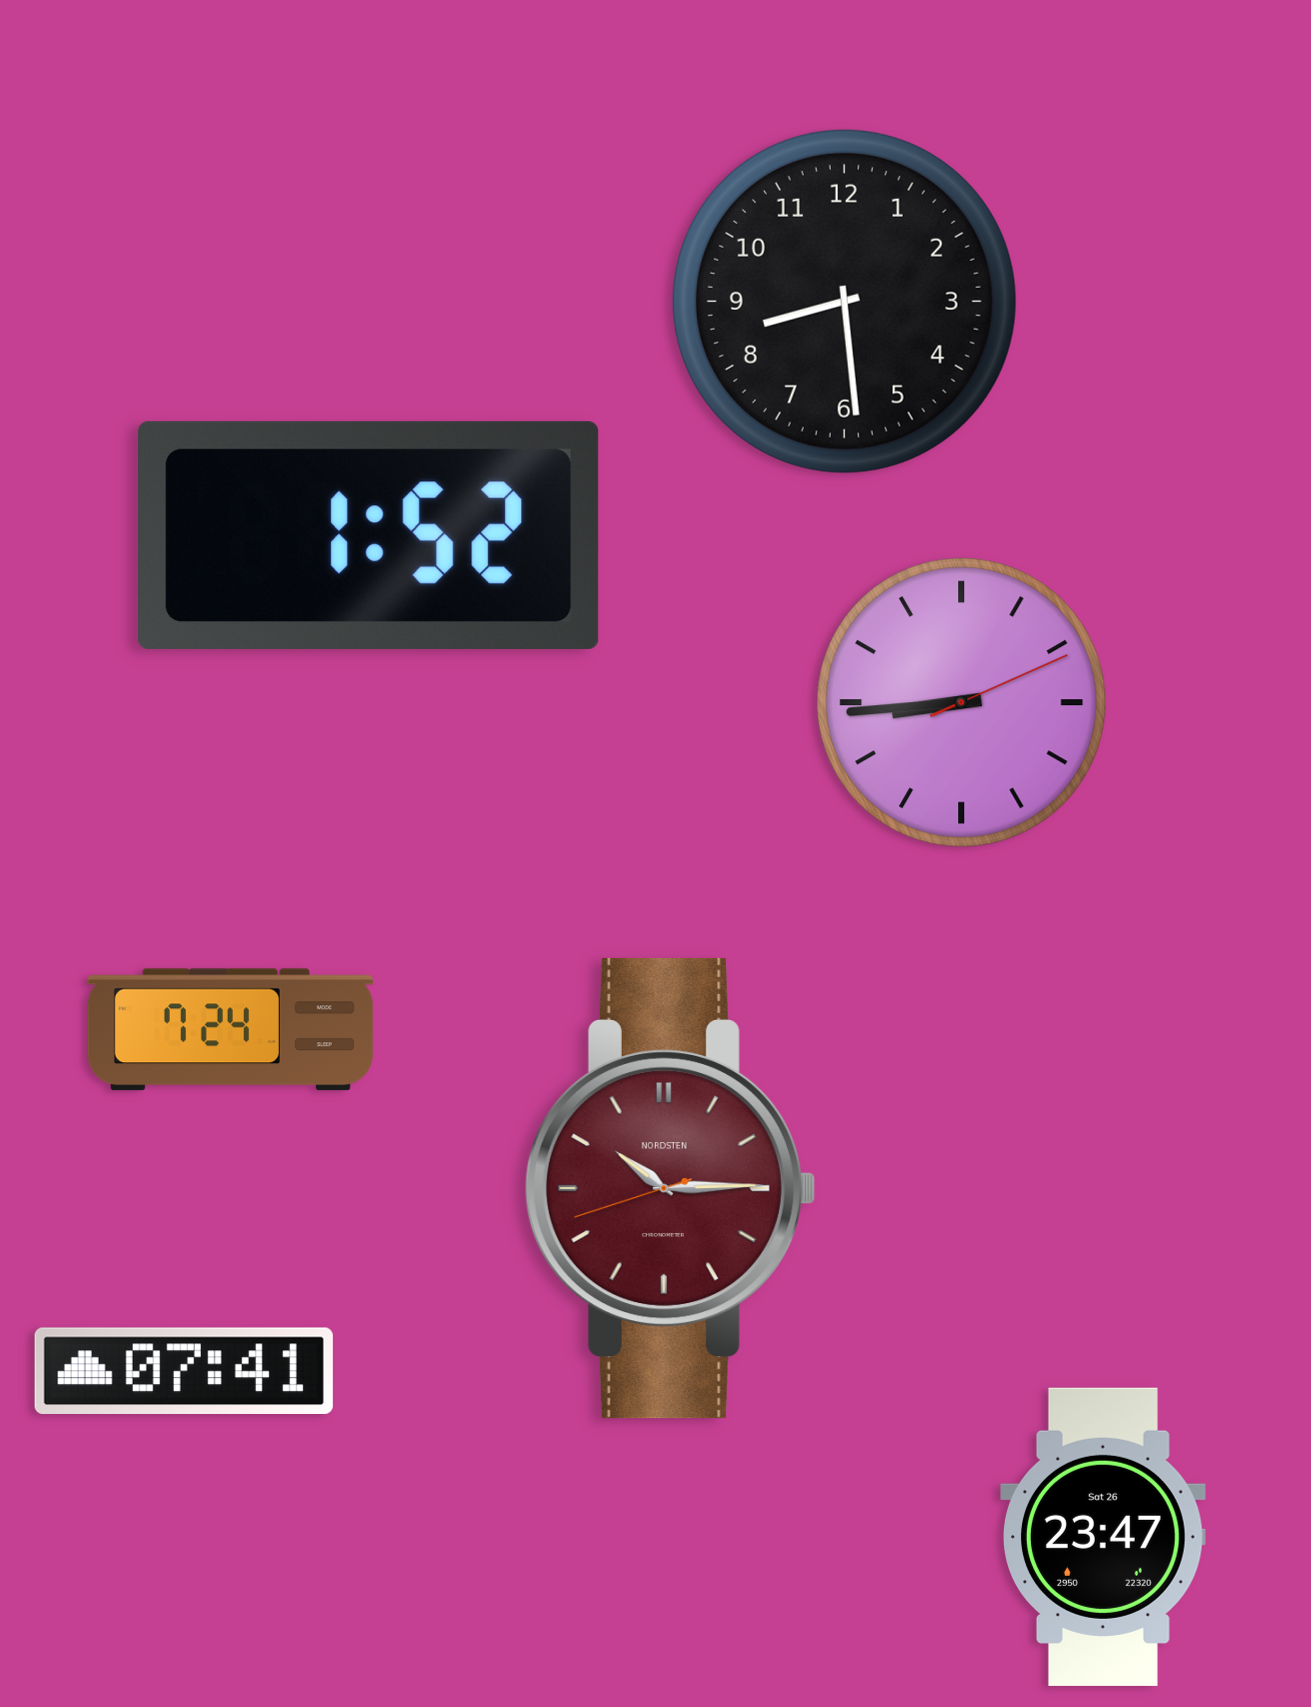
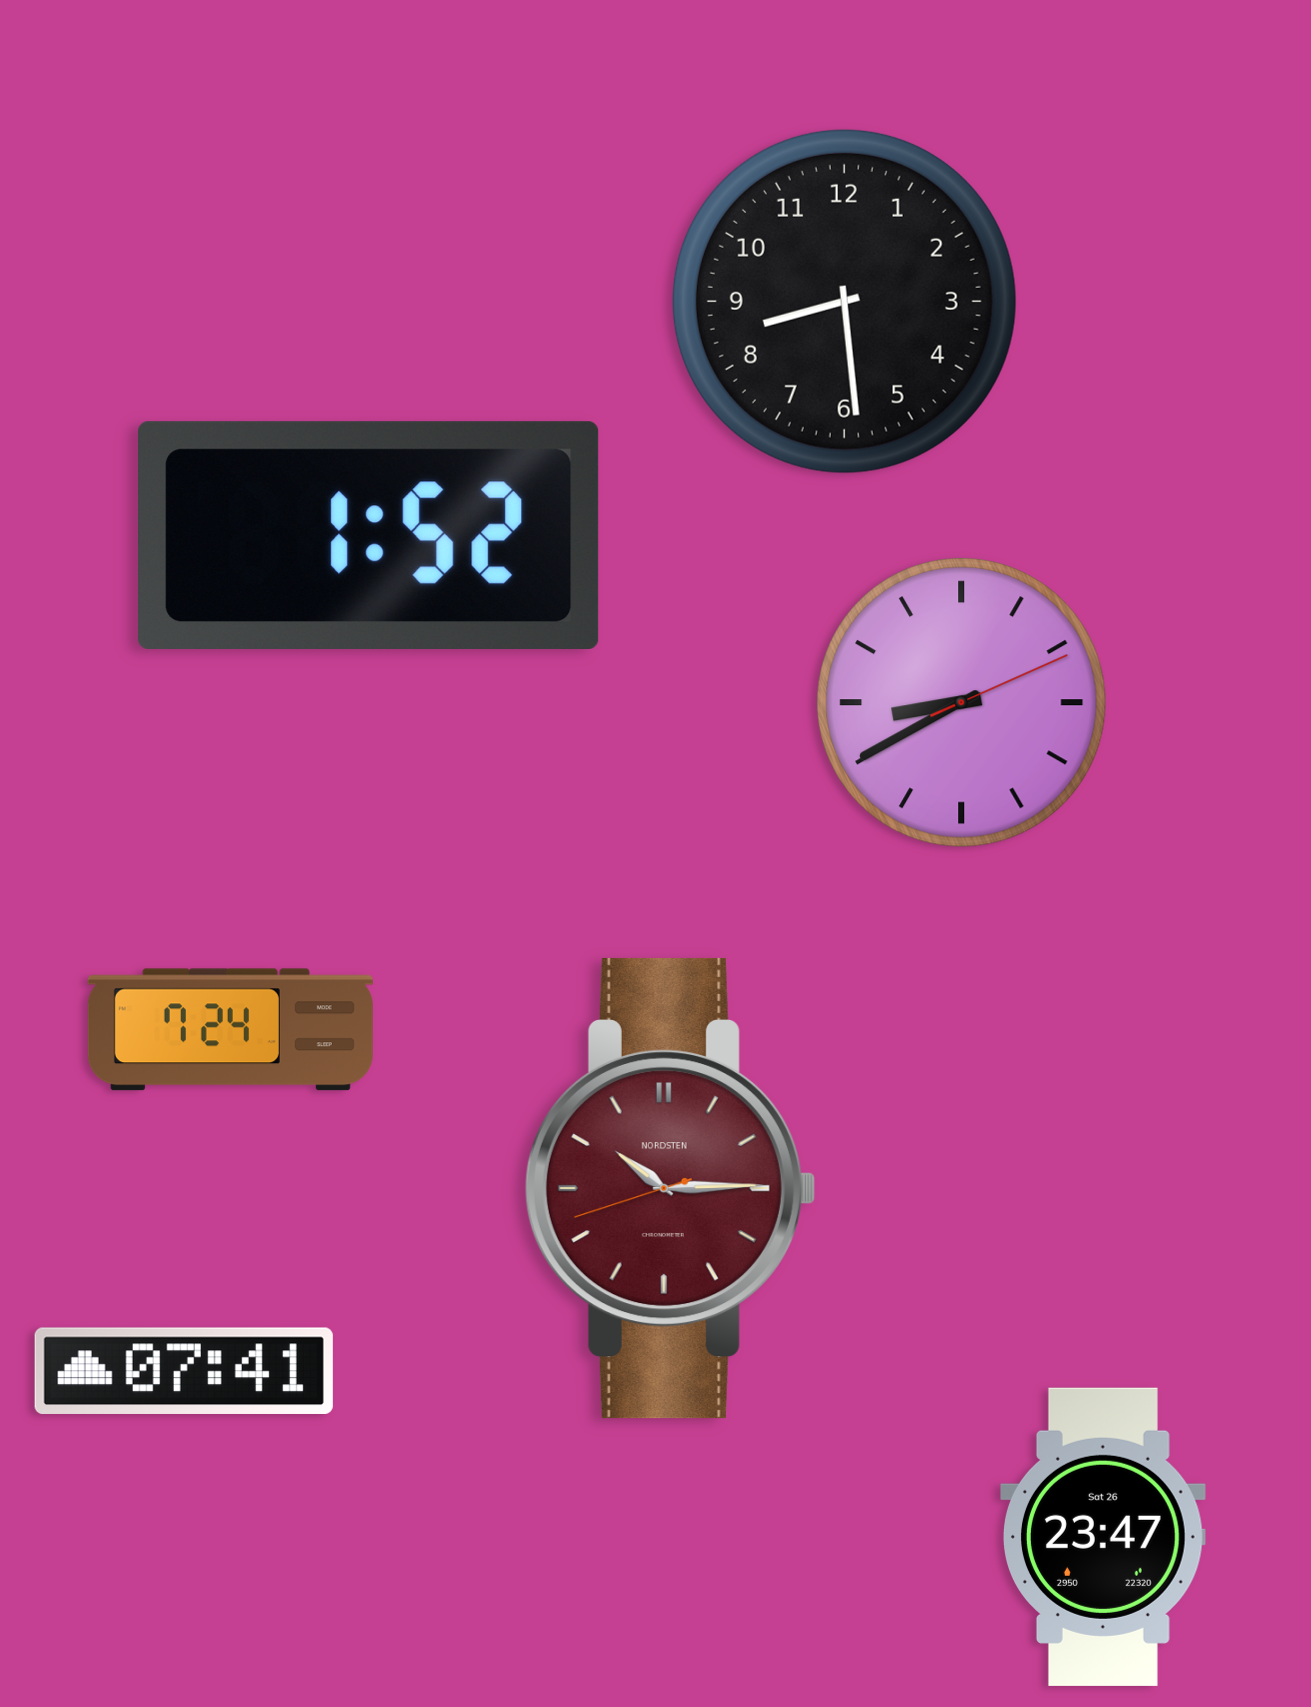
clock at (962, 703): 8:44 -> 8:40
